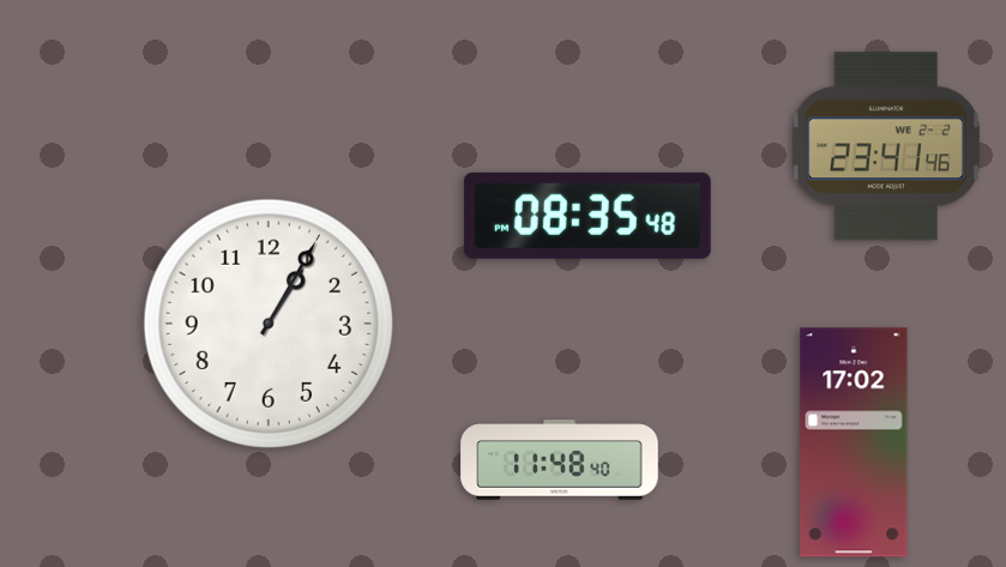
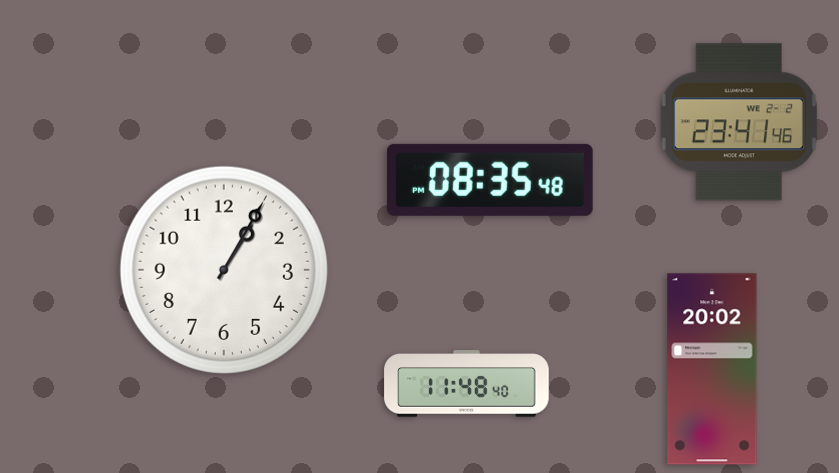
clock at (854, 442): 17:02 -> 20:02
